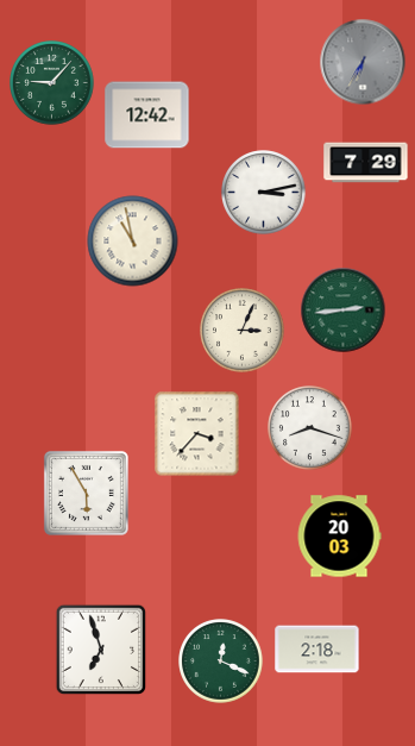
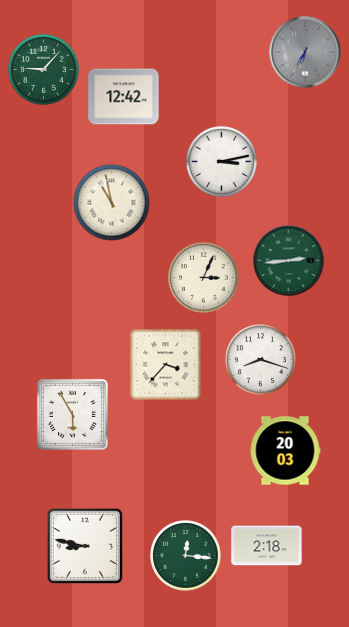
clock at (366, 163): 7:29 -> none
clock at (101, 650): 6:57 -> 8:47
clock at (221, 662): 12:19 -> 12:16
